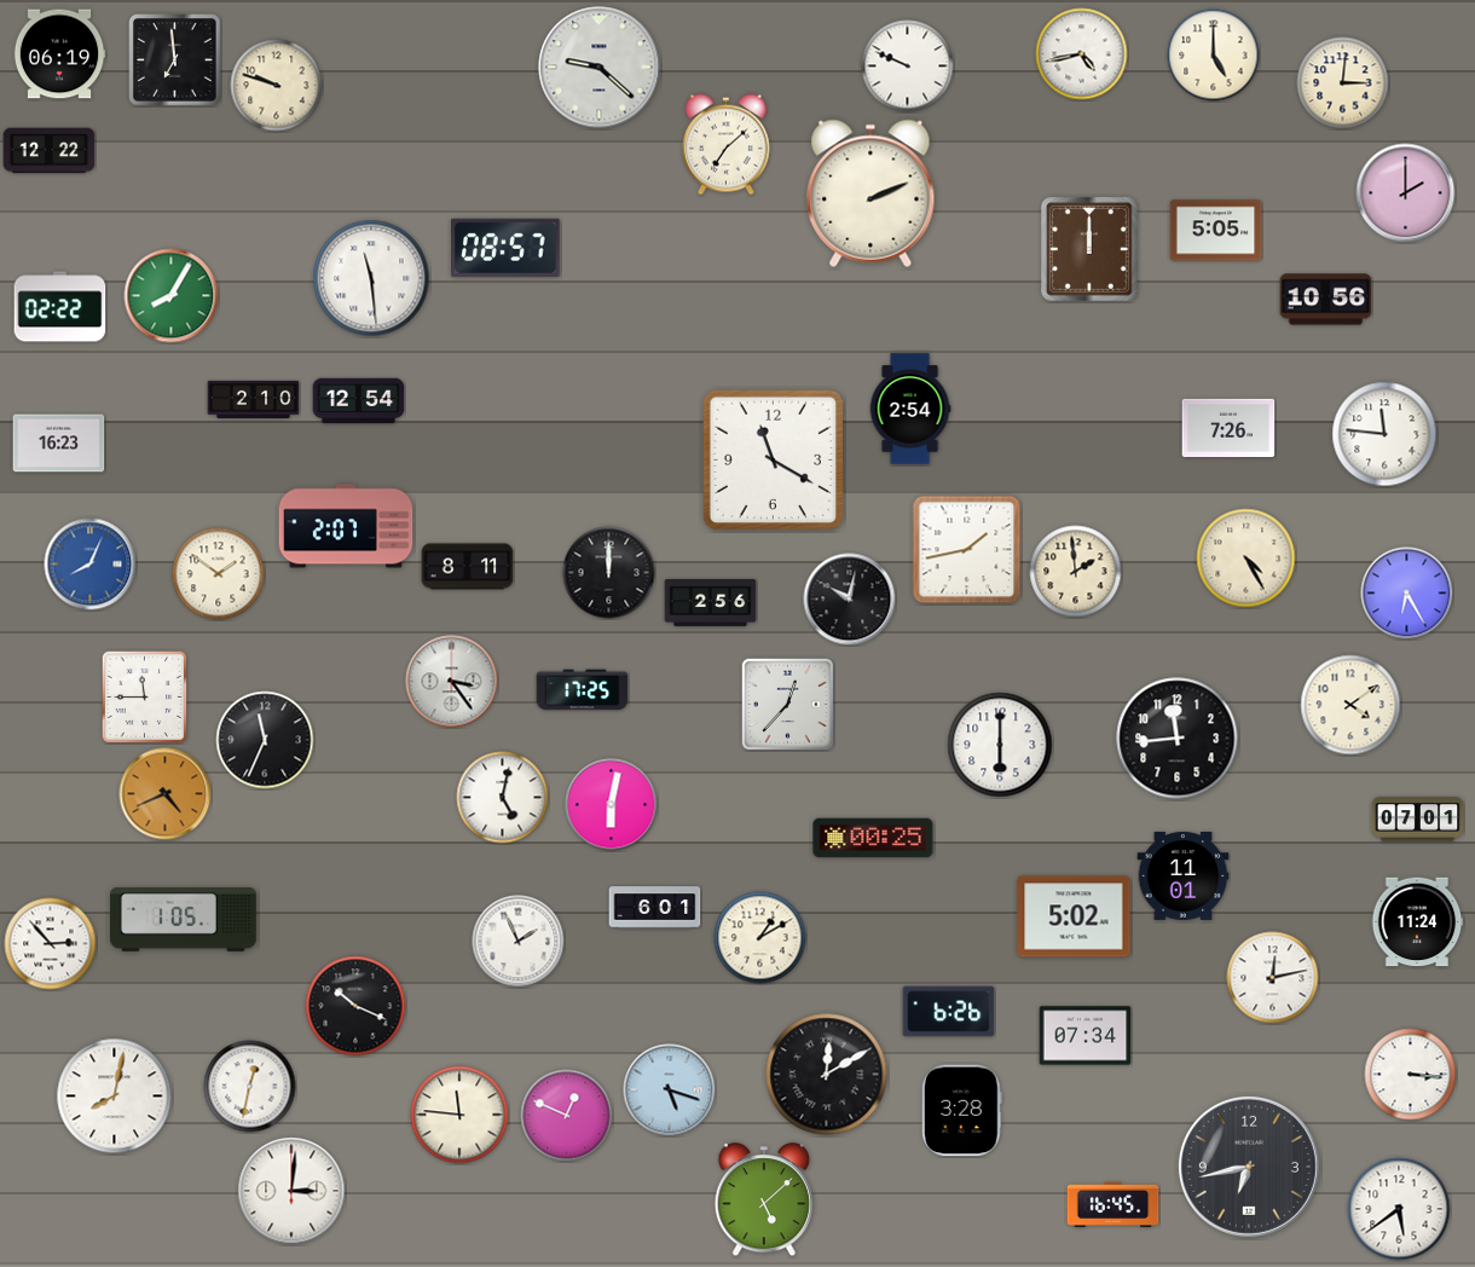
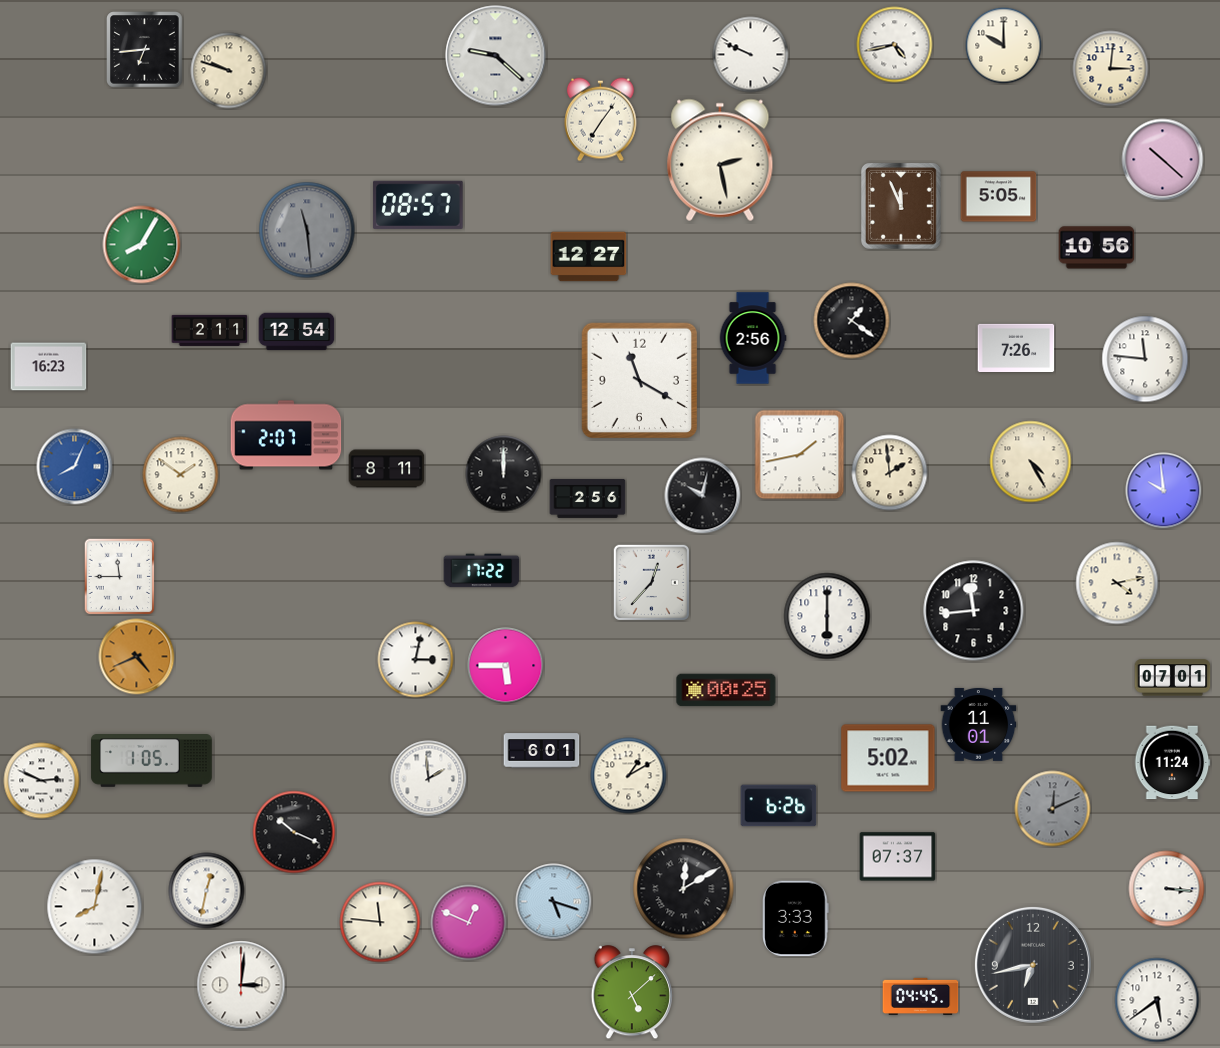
clock at (59, 54): 06:19 -> none
clock at (1214, 56): 5:00 -> 10:00
clock at (175, 60): 6:59 -> 6:44
clock at (727, 145): 7:08 -> 7:06
clock at (50, 151): 12:22 -> none
clock at (870, 193): 2:11 -> 2:28
clock at (1406, 193): 2:00 -> 10:22
clock at (1216, 231) position: (1216, 231) -> (999, 197)
clock at (1091, 250): 12:00 -> 11:56
clock at (371, 278) dial: white -> grey
clock at (60, 307): 02:22 -> none
clock at (589, 257): none -> 12:27
clock at (852, 321): none -> 1:21
clock at (254, 399): 2:10 -> 2:11
clock at (910, 409): 2:54 -> 2:56
clock at (1228, 427) position: (1228, 427) -> (1016, 347)
clock at (1407, 594): 6:25 -> 9:59
clock at (452, 682): 3:24 -> none
clock at (583, 690): 17:25 -> 17:22
clock at (1350, 705): 4:09 -> 4:13
clock at (265, 740): 11:34 -> none
clock at (503, 798): 5:02 -> 3:02
clock at (612, 805): 6:02 -> 5:45
clock at (873, 838) position: (873, 838) -> (726, 690)
clock at (519, 942): 1:56 -> 1:59
clock at (51, 944): 2:53 -> 2:49
clock at (1273, 978): 12:13 -> 12:11
clock at (1273, 978) dial: white -> grey
clock at (949, 1012) position: (949, 1012) -> (779, 806)
clock at (1086, 1036): 07:34 -> 07:37
clock at (250, 1087) position: (250, 1087) -> (207, 891)
clock at (962, 1111): 3:28 -> 3:33
clock at (1114, 1204): 16:45 -> 04:45
